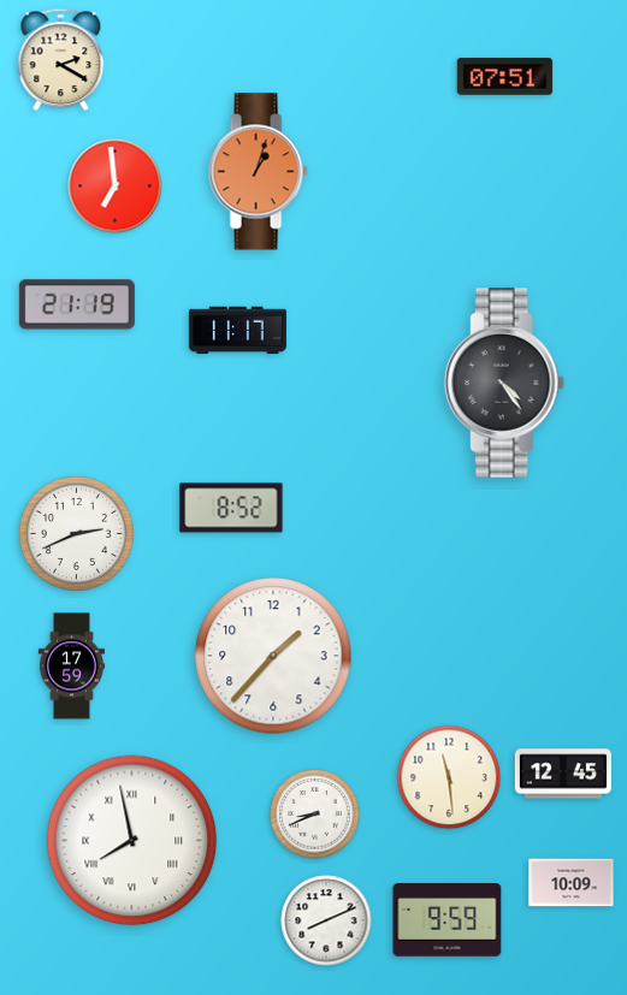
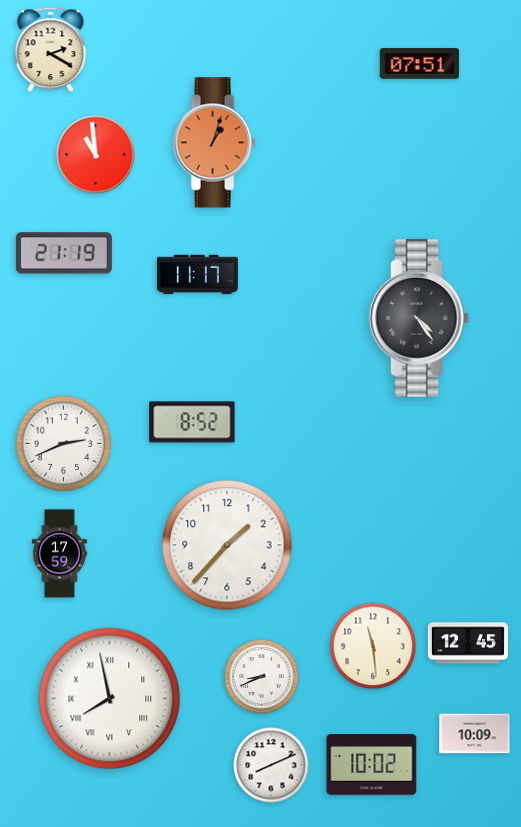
clock at (116, 186): 6:59 -> 10:59
clock at (448, 920): 9:59 -> 10:02
